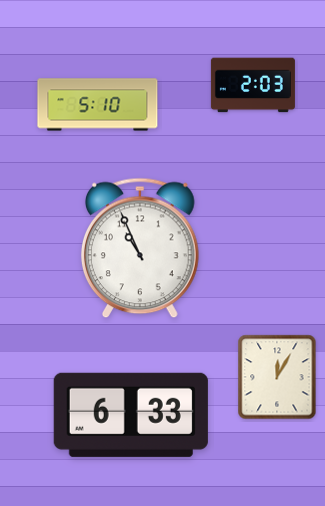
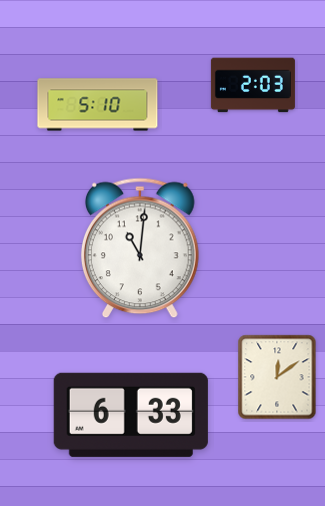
clock at (140, 248): 10:56 -> 11:01
clock at (277, 377): 12:05 -> 12:09
